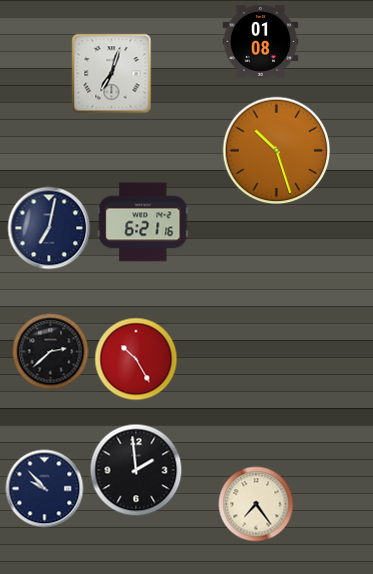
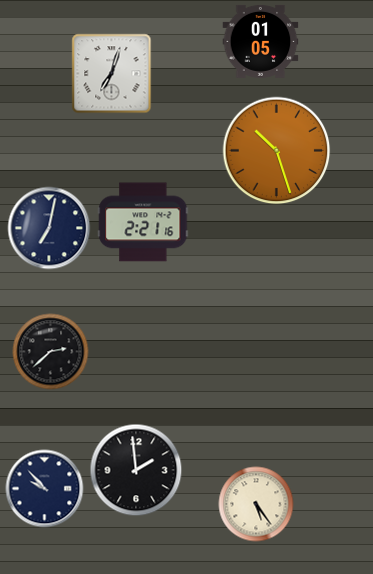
clock at (261, 41): 01:08 -> 01:05
clock at (143, 222): 6:21 -> 2:21
clock at (136, 359): 10:25 -> none
clock at (256, 504): 7:24 -> 5:24
